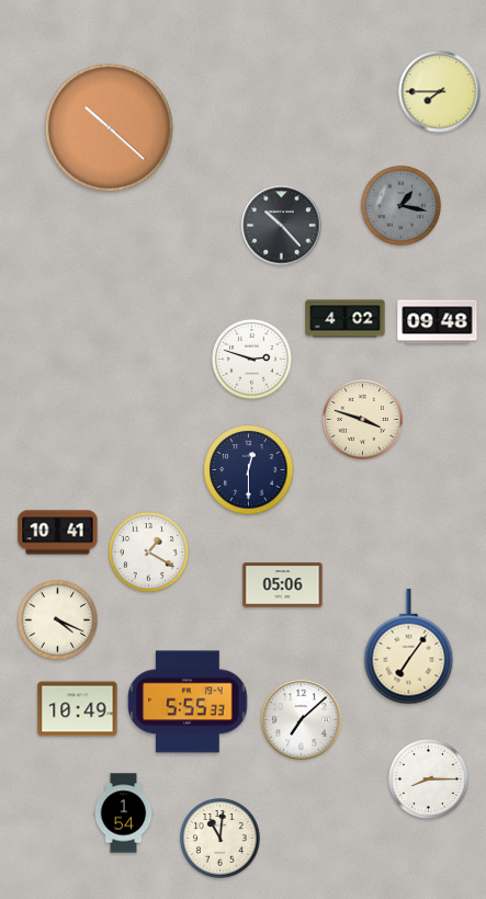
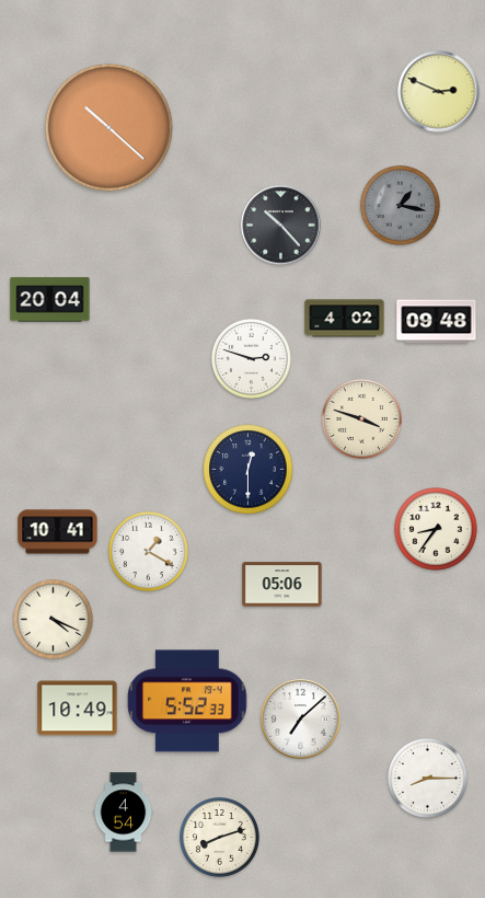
clock at (440, 92): 7:45 -> 2:49
clock at (50, 300): none -> 20:04
clock at (436, 529): none -> 8:36
clock at (57, 619) position: (57, 619) -> (53, 619)
clock at (409, 647): 7:06 -> none
clock at (188, 702): 5:55 -> 5:52
clock at (124, 813): 1:54 -> 4:54
clock at (219, 838): 11:01 -> 8:12
